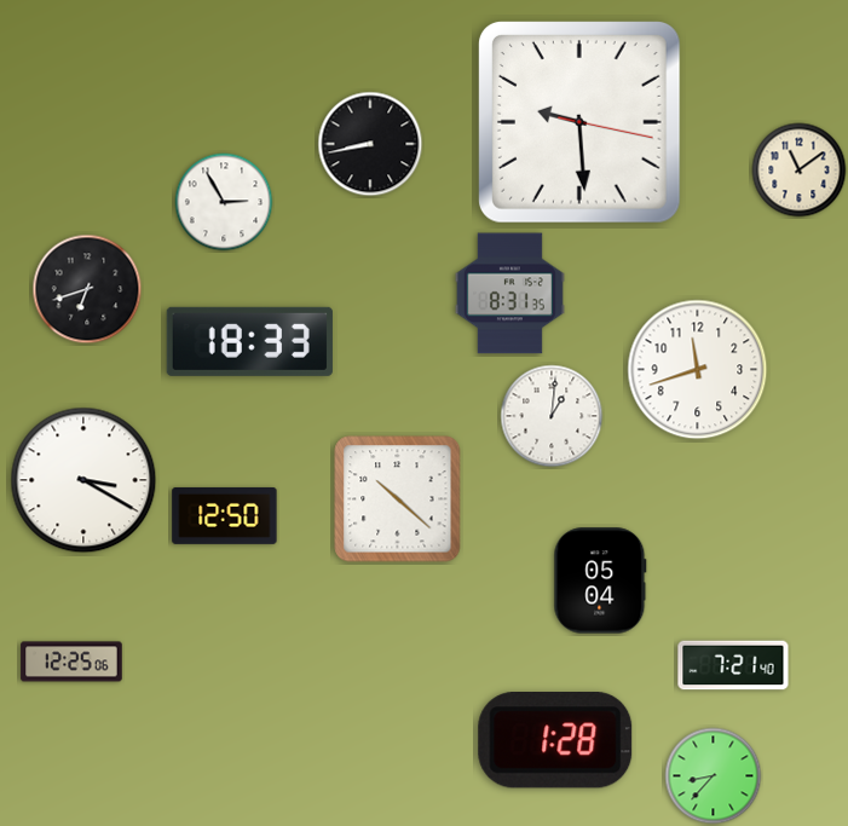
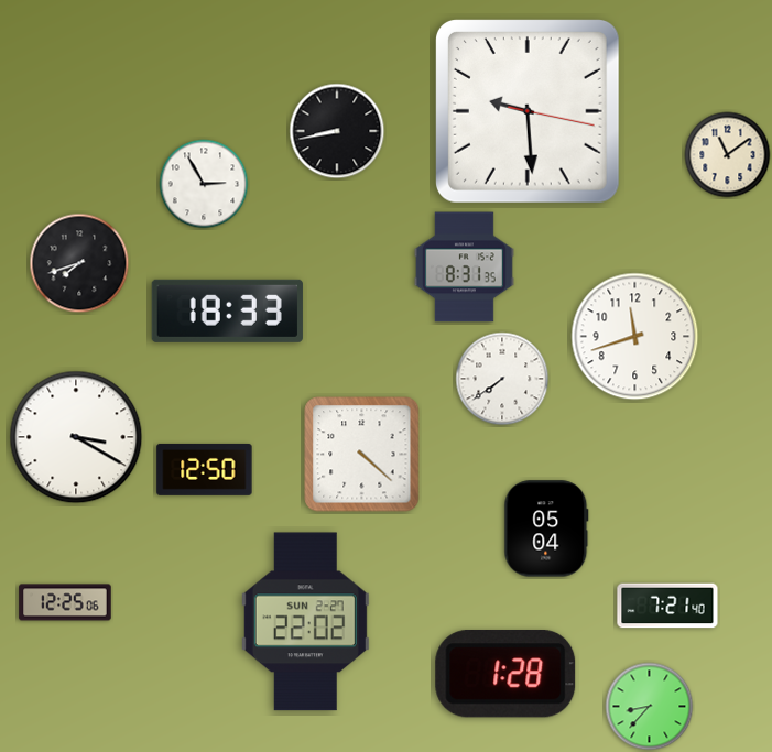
clock at (87, 289): 6:42 -> 7:42
clock at (552, 416): 1:01 -> 7:39
clock at (398, 499): 10:22 -> 4:22
clock at (305, 622): none -> 22:02
